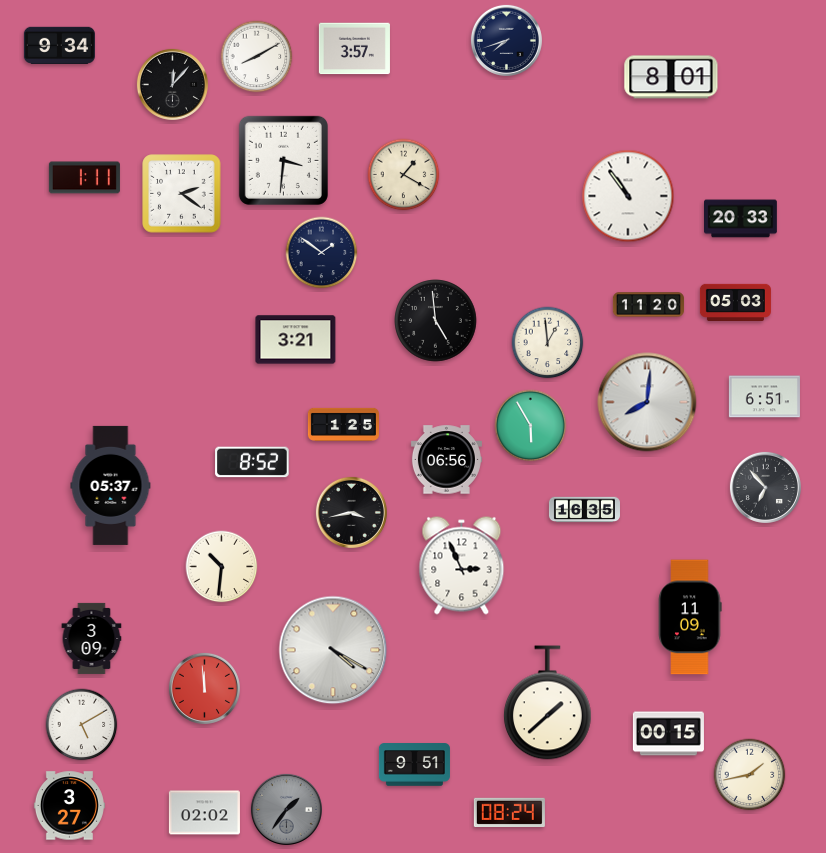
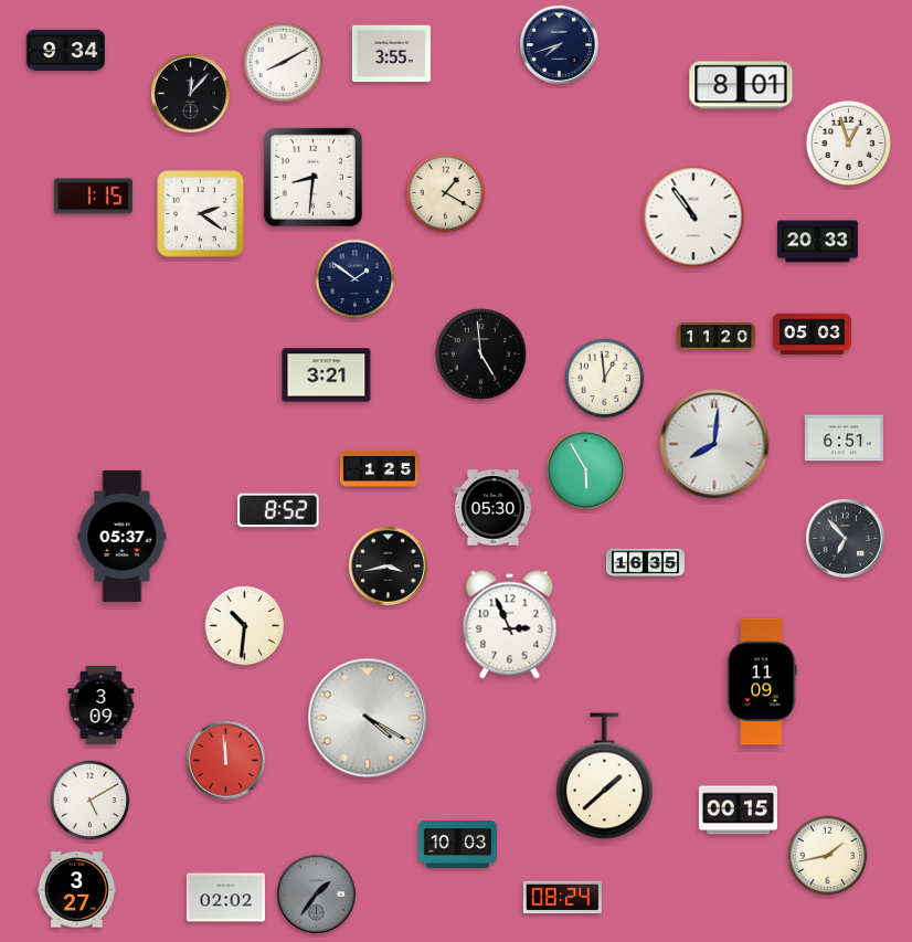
clock at (354, 49): 3:57 -> 3:55
clock at (848, 142): none -> 12:57
clock at (283, 160): 3:31 -> 8:31
clock at (84, 178): 1:11 -> 1:15
clock at (446, 460): 06:56 -> 05:30
clock at (414, 765): 9:51 -> 10:03
